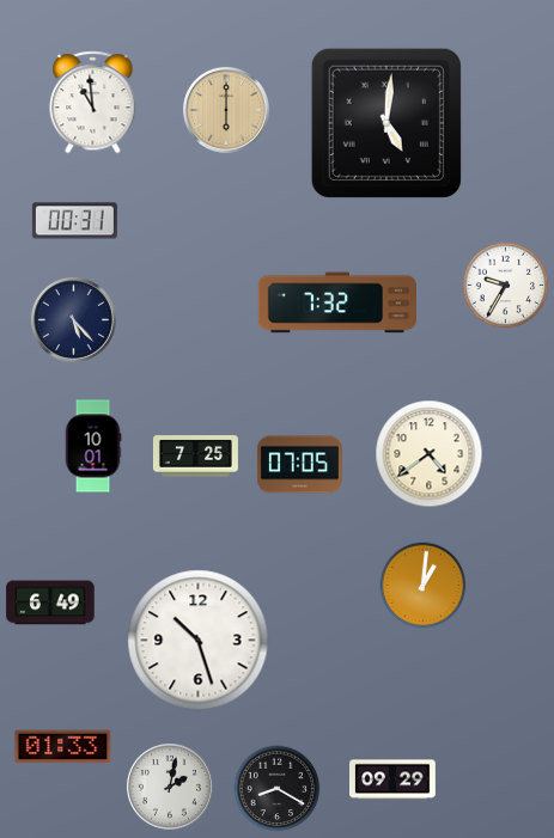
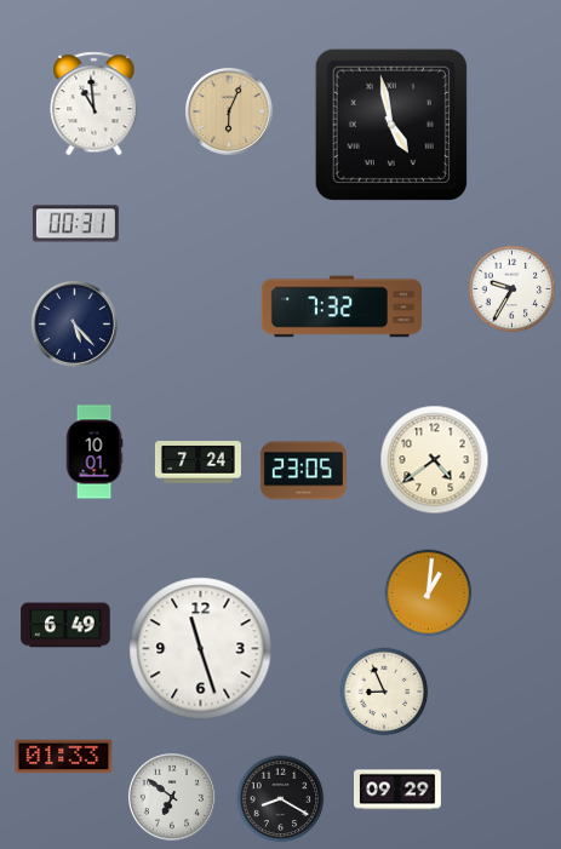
clock at (226, 110): 6:00 -> 6:04
clock at (386, 123): 5:01 -> 4:58
clock at (195, 457): 7:25 -> 7:24
clock at (299, 465): 07:05 -> 23:05
clock at (50, 602) position: (50, 602) -> (65, 625)
clock at (199, 641): 10:27 -> 11:27
clock at (384, 692): none -> 8:56
clock at (170, 787): 2:02 -> 6:51
